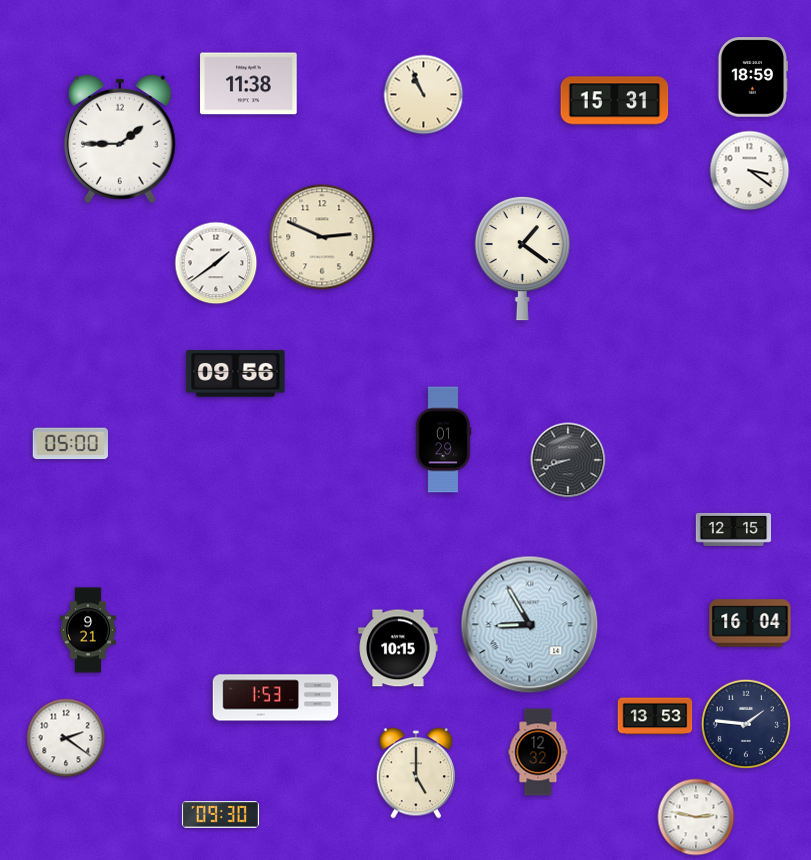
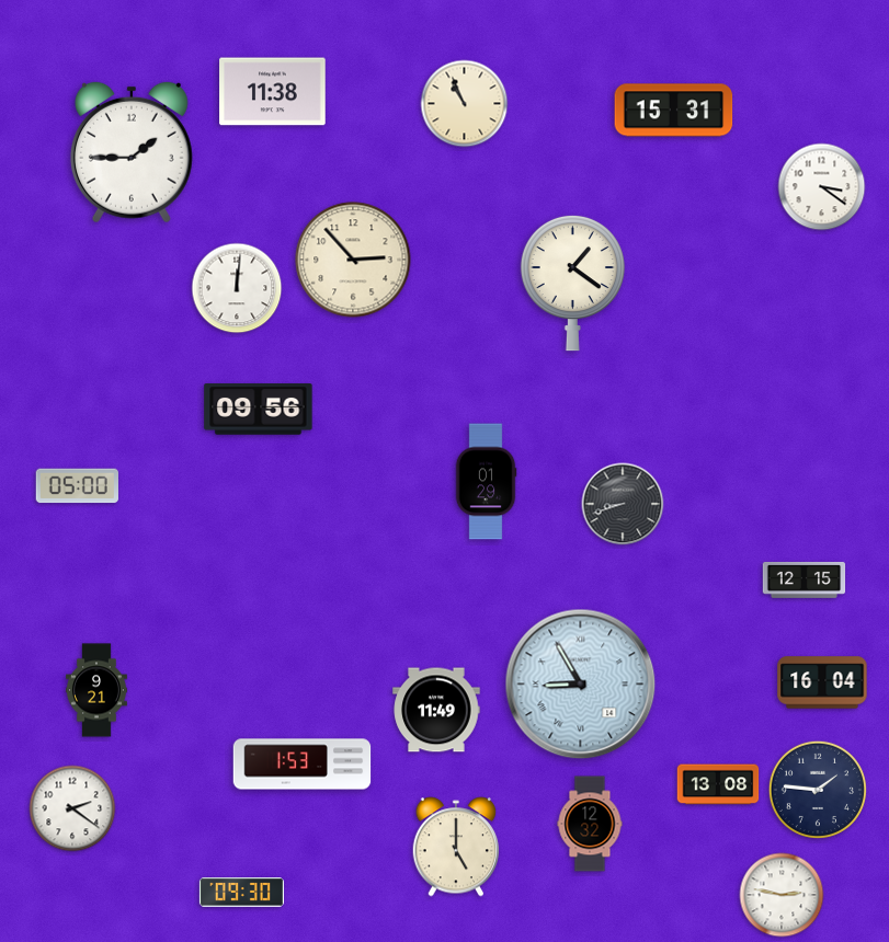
clock at (752, 77): 18:59 -> none
clock at (322, 237): 2:49 -> 2:53
clock at (216, 263): 1:39 -> 12:01
clock at (398, 648): 10:15 -> 11:49
clock at (655, 716): 13:53 -> 13:08
clock at (746, 724) position: (746, 724) -> (818, 790)
clock at (696, 817) position: (696, 817) -> (782, 895)
